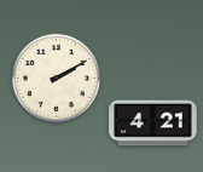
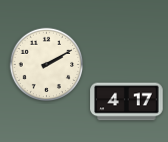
clock at (153, 124): 4:21 -> 4:17
